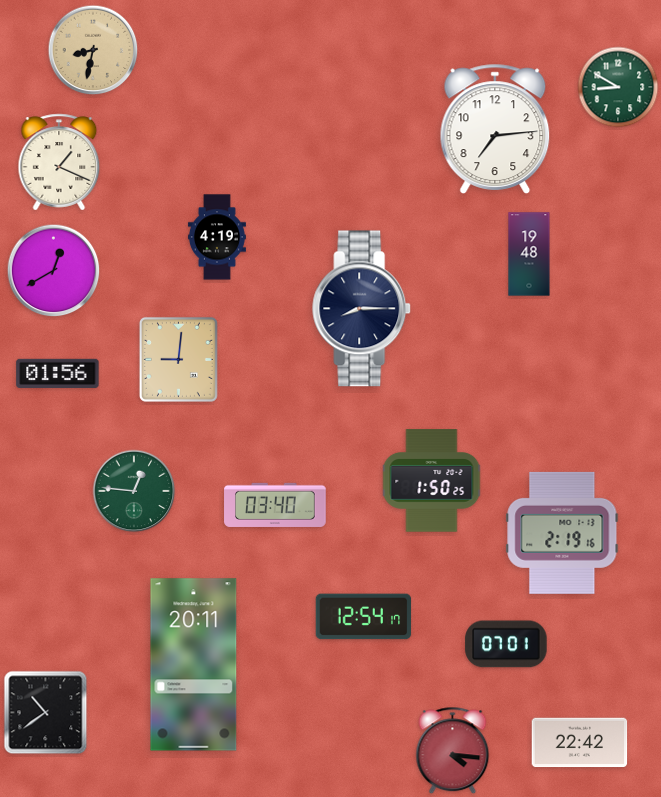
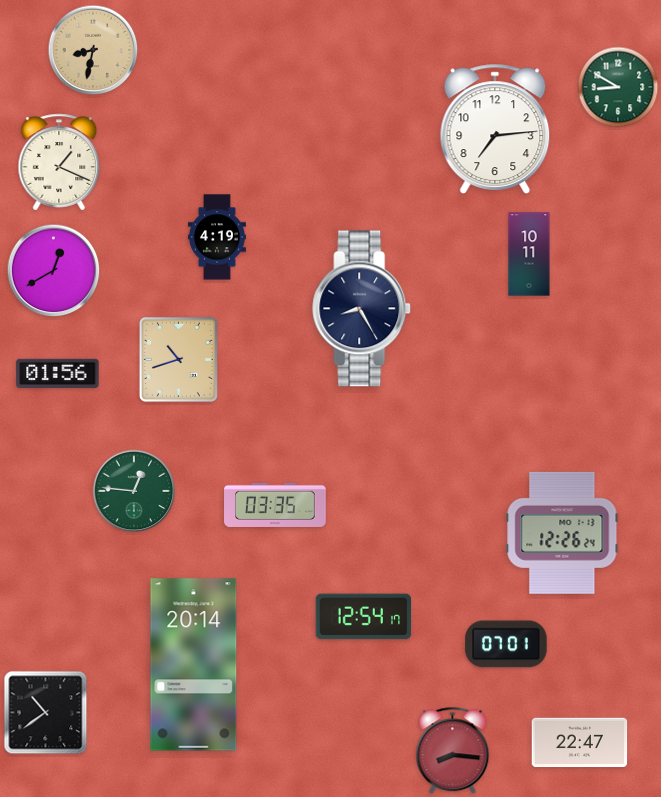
clock at (529, 254): 19:48 -> 10:11
clock at (362, 309): 8:15 -> 8:25
clock at (178, 359): 9:01 -> 10:42
clock at (432, 481): 1:50 -> none
clock at (275, 505): 03:40 -> 03:35
clock at (562, 533): 2:19 -> 12:26
clock at (194, 665): 20:11 -> 20:14
clock at (580, 743): 22:42 -> 22:47
clock at (453, 751): 4:16 -> 8:16
